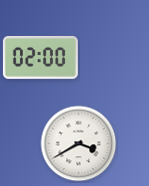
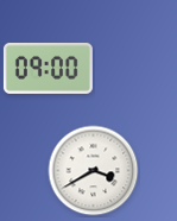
clock at (40, 57): 02:00 -> 09:00
